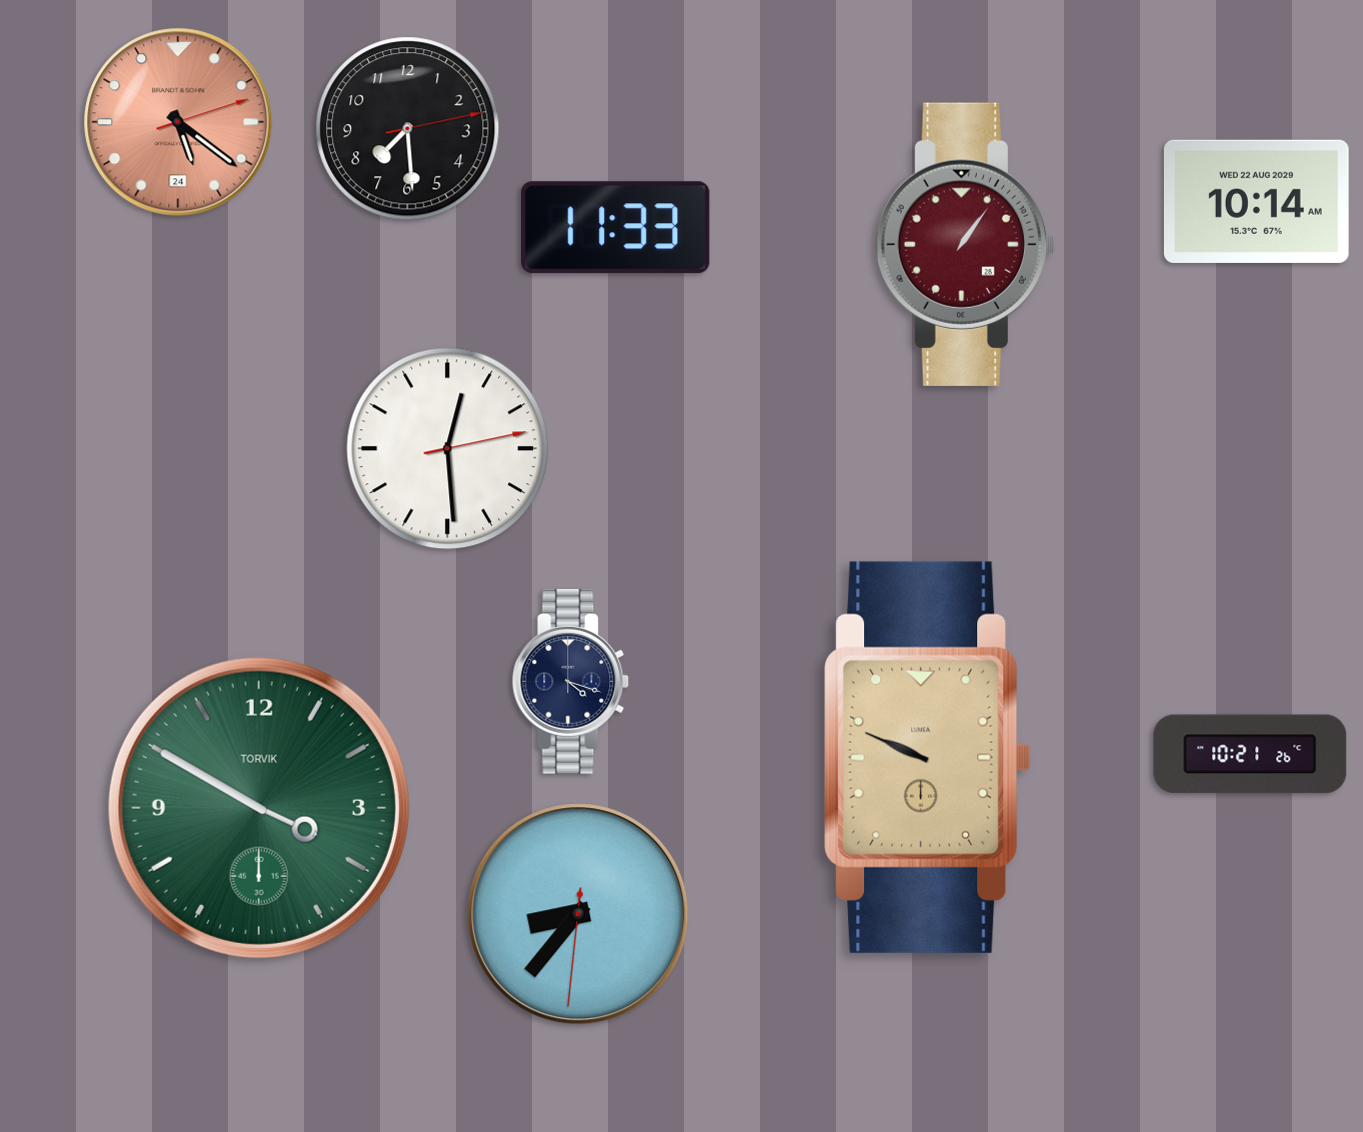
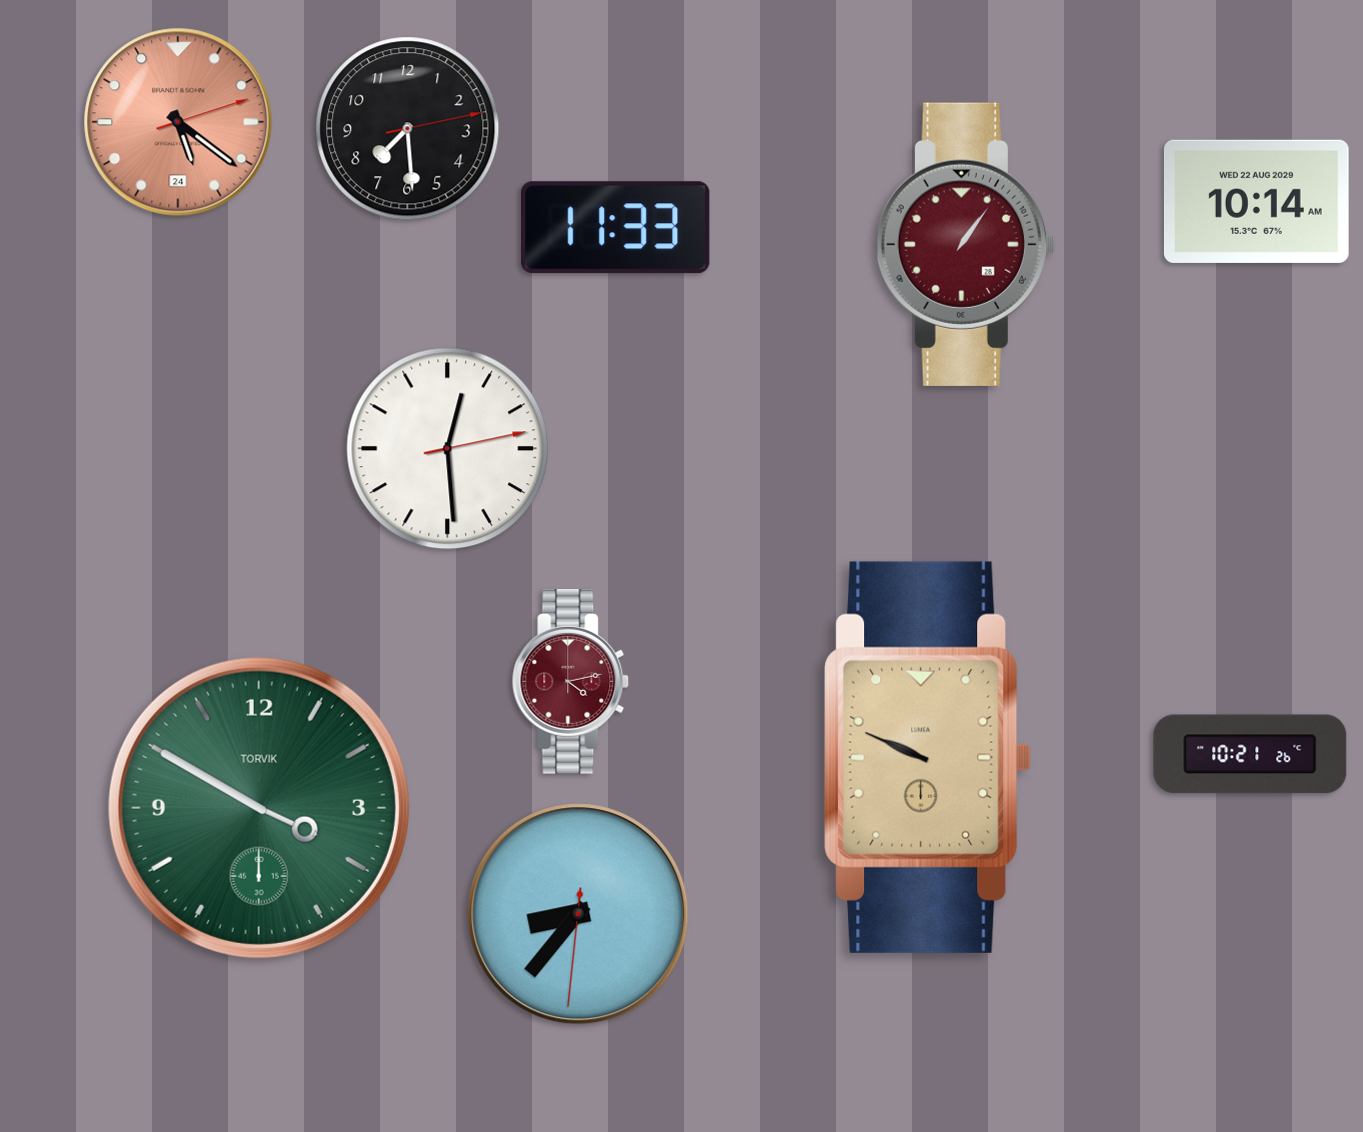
clock at (571, 682): 4:18 -> 4:13
clock at (571, 682) dial: navy -> burgundy
